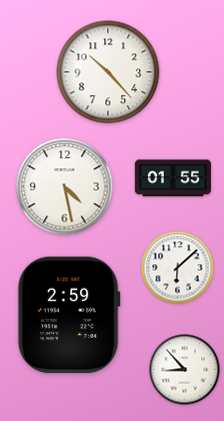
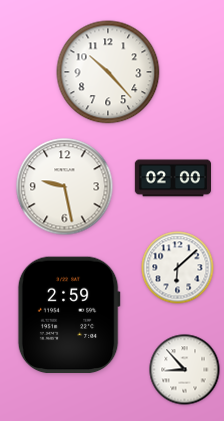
clock at (172, 178): 01:55 -> 02:00
clock at (65, 187): 4:28 -> 9:28
